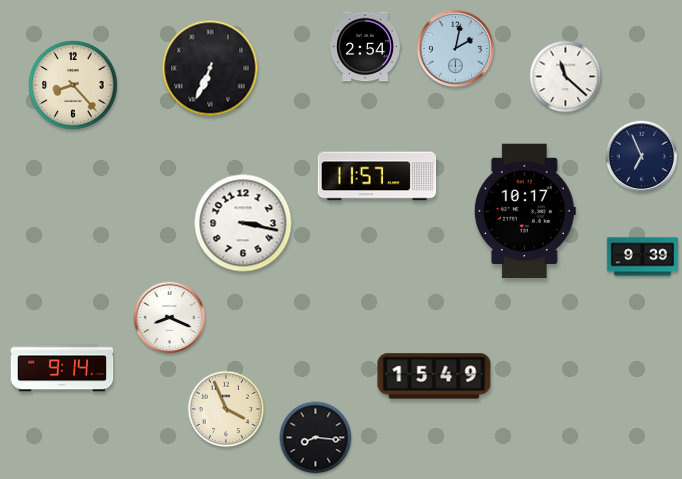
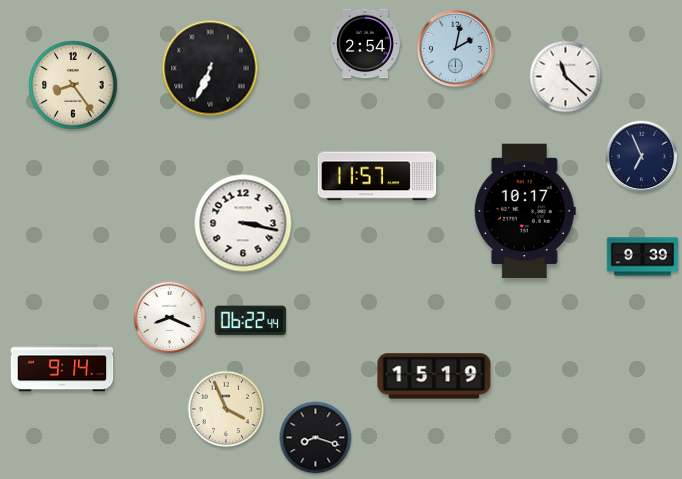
clock at (365, 47) position: (365, 47) -> (365, 44)
clock at (73, 85): 8:23 -> 8:24
clock at (250, 321): none -> 06:22
clock at (434, 376): 15:49 -> 15:19
clock at (316, 438): 8:16 -> 8:18
